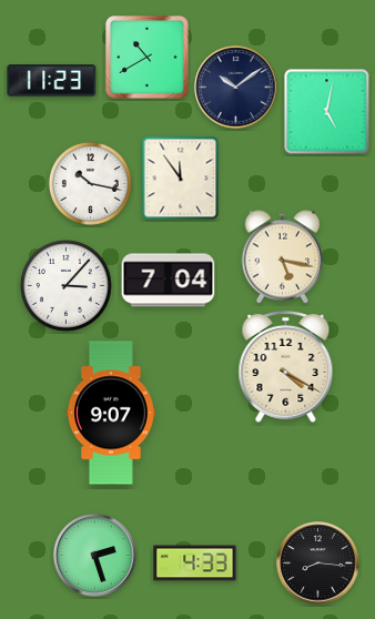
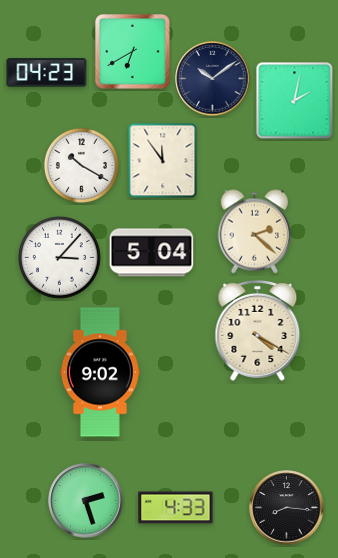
clock at (148, 58): 10:40 -> 6:40
clock at (52, 81): 11:23 -> 04:23
clock at (327, 112): 5:02 -> 2:02
clock at (90, 183): 10:17 -> 10:20
clock at (283, 257): 5:17 -> 2:22
clock at (169, 281): 7:04 -> 5:04
clock at (111, 413): 9:07 -> 9:02
